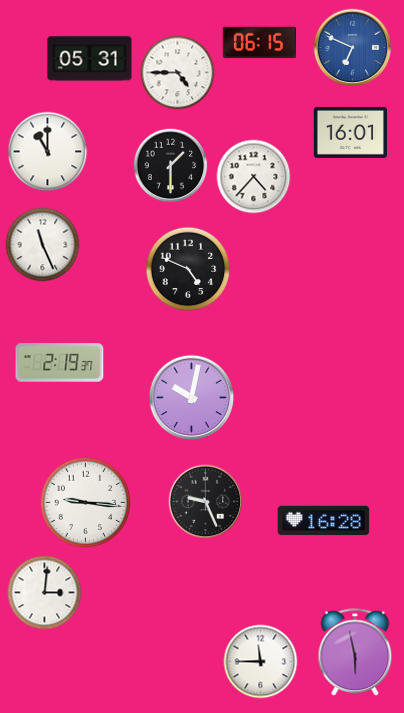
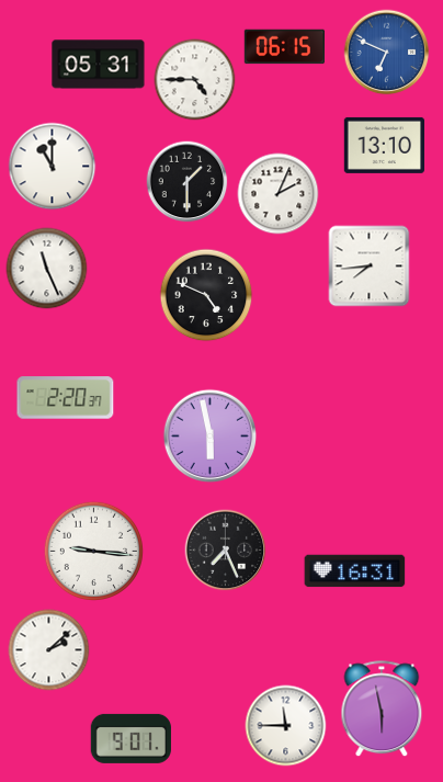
clock at (350, 132): 16:01 -> 13:10
clock at (254, 177): 4:37 -> 2:04
clock at (370, 267): none -> 7:44
clock at (60, 363): 2:19 -> 2:20
clock at (192, 398): 10:02 -> 5:58
clock at (206, 502): 9:26 -> 7:26
clock at (324, 521): 16:28 -> 16:31
clock at (45, 593): 3:01 -> 2:08
clock at (355, 653) position: (355, 653) -> (382, 710)
clock at (130, 738): none -> 9:01
